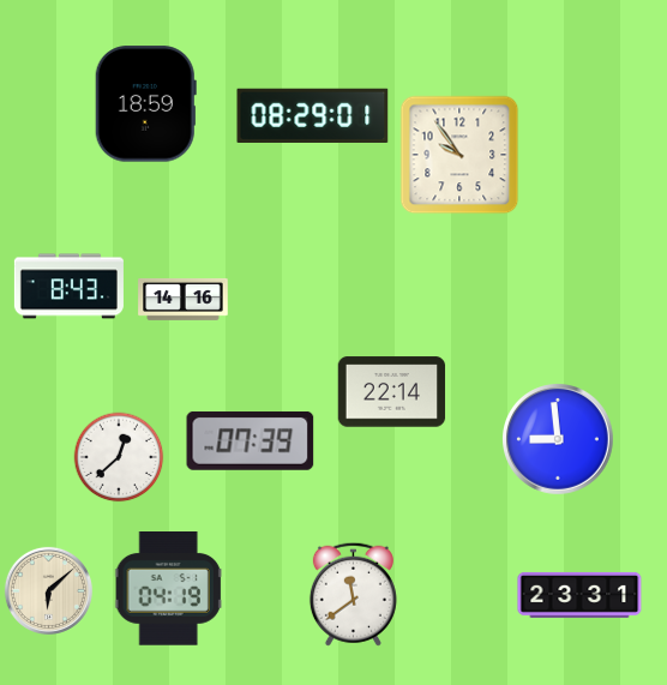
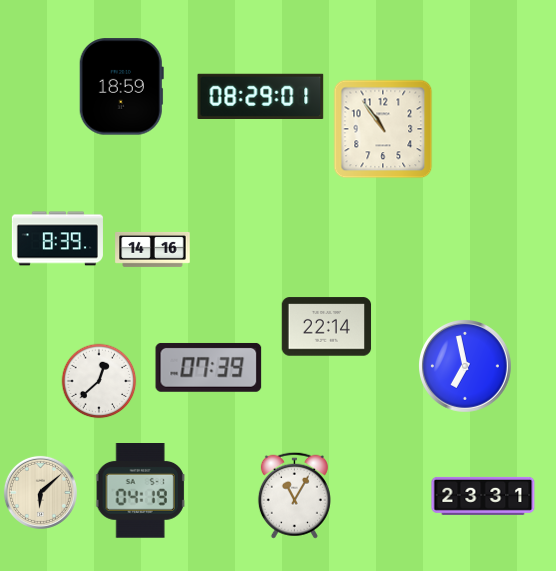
clock at (459, 155): 9:54 -> 10:54
clock at (68, 287): 8:43 -> 8:39
clock at (559, 440): 8:59 -> 6:58
clock at (353, 594): 11:39 -> 11:05
